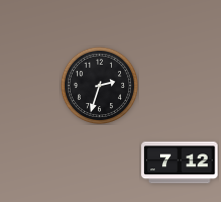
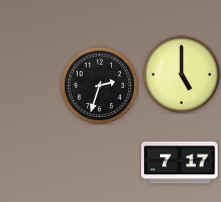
clock at (181, 74): none -> 5:00
clock at (180, 163): 7:12 -> 7:17
